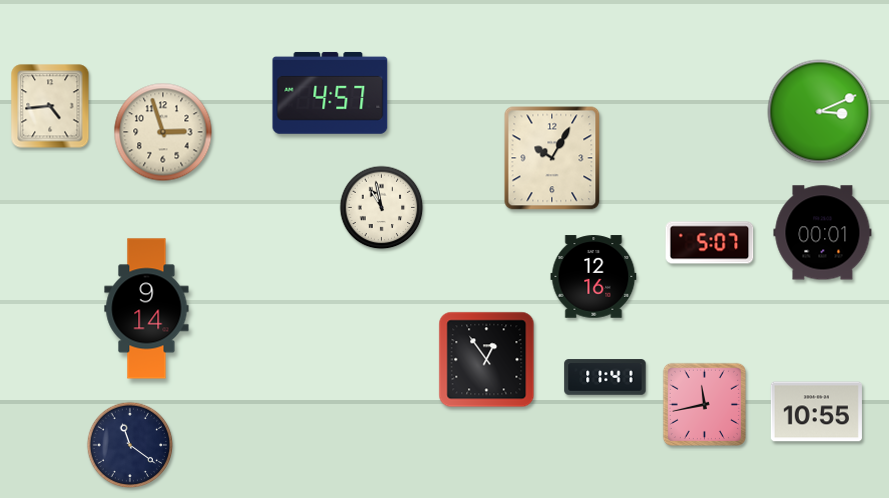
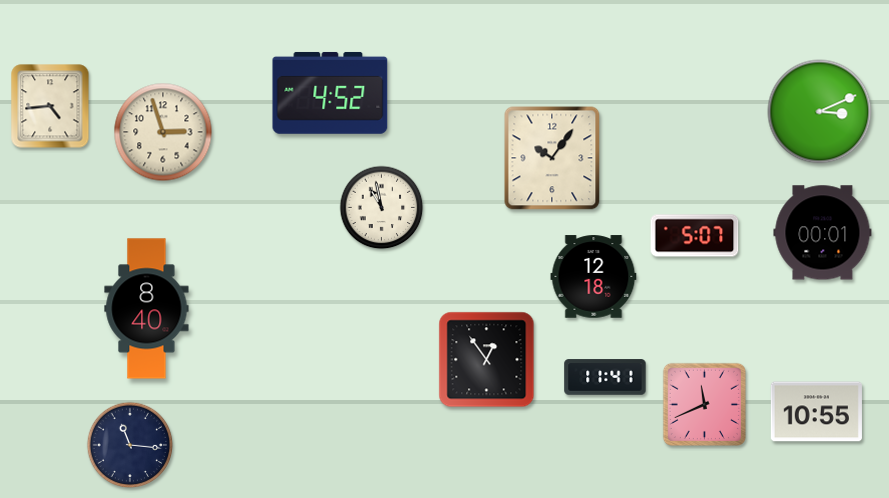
clock at (330, 93): 4:57 -> 4:52
clock at (552, 158): 10:05 -> 10:06
clock at (710, 243) position: (710, 243) -> (695, 236)
clock at (594, 277): 12:16 -> 12:18
clock at (147, 309): 9:14 -> 8:40
clock at (704, 404): 11:43 -> 11:41
clock at (130, 445): 11:21 -> 11:16
